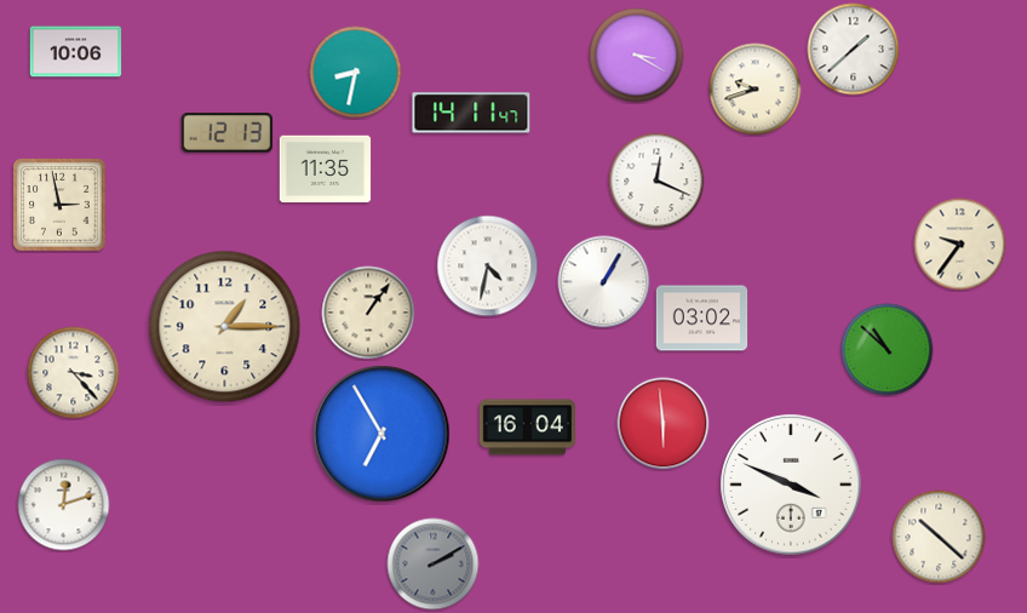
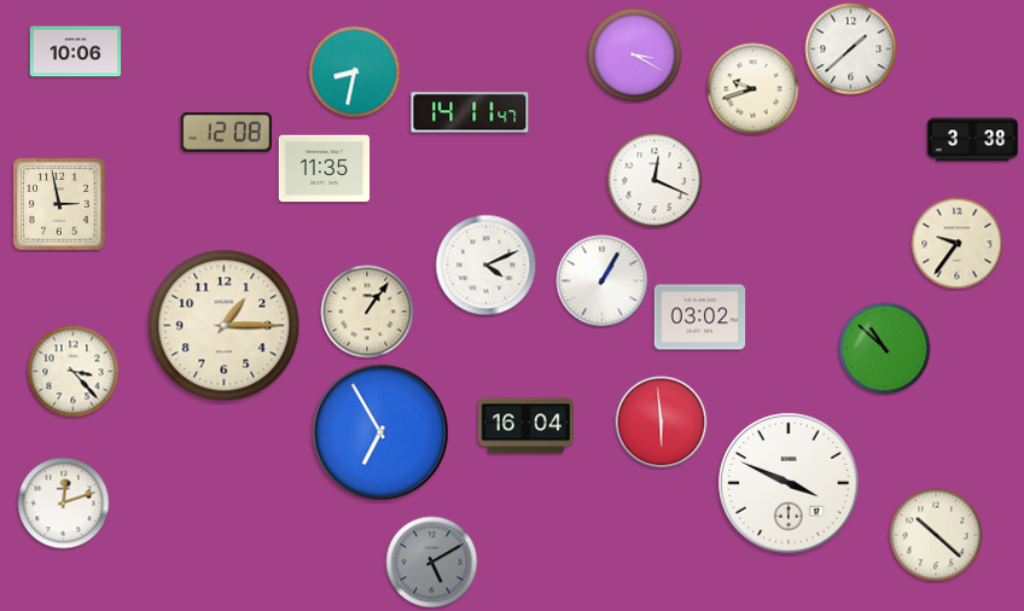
clock at (228, 133): 12:13 -> 12:08
clock at (973, 140): none -> 3:38
clock at (488, 267): 4:32 -> 4:11
clock at (434, 565): 2:10 -> 5:10
